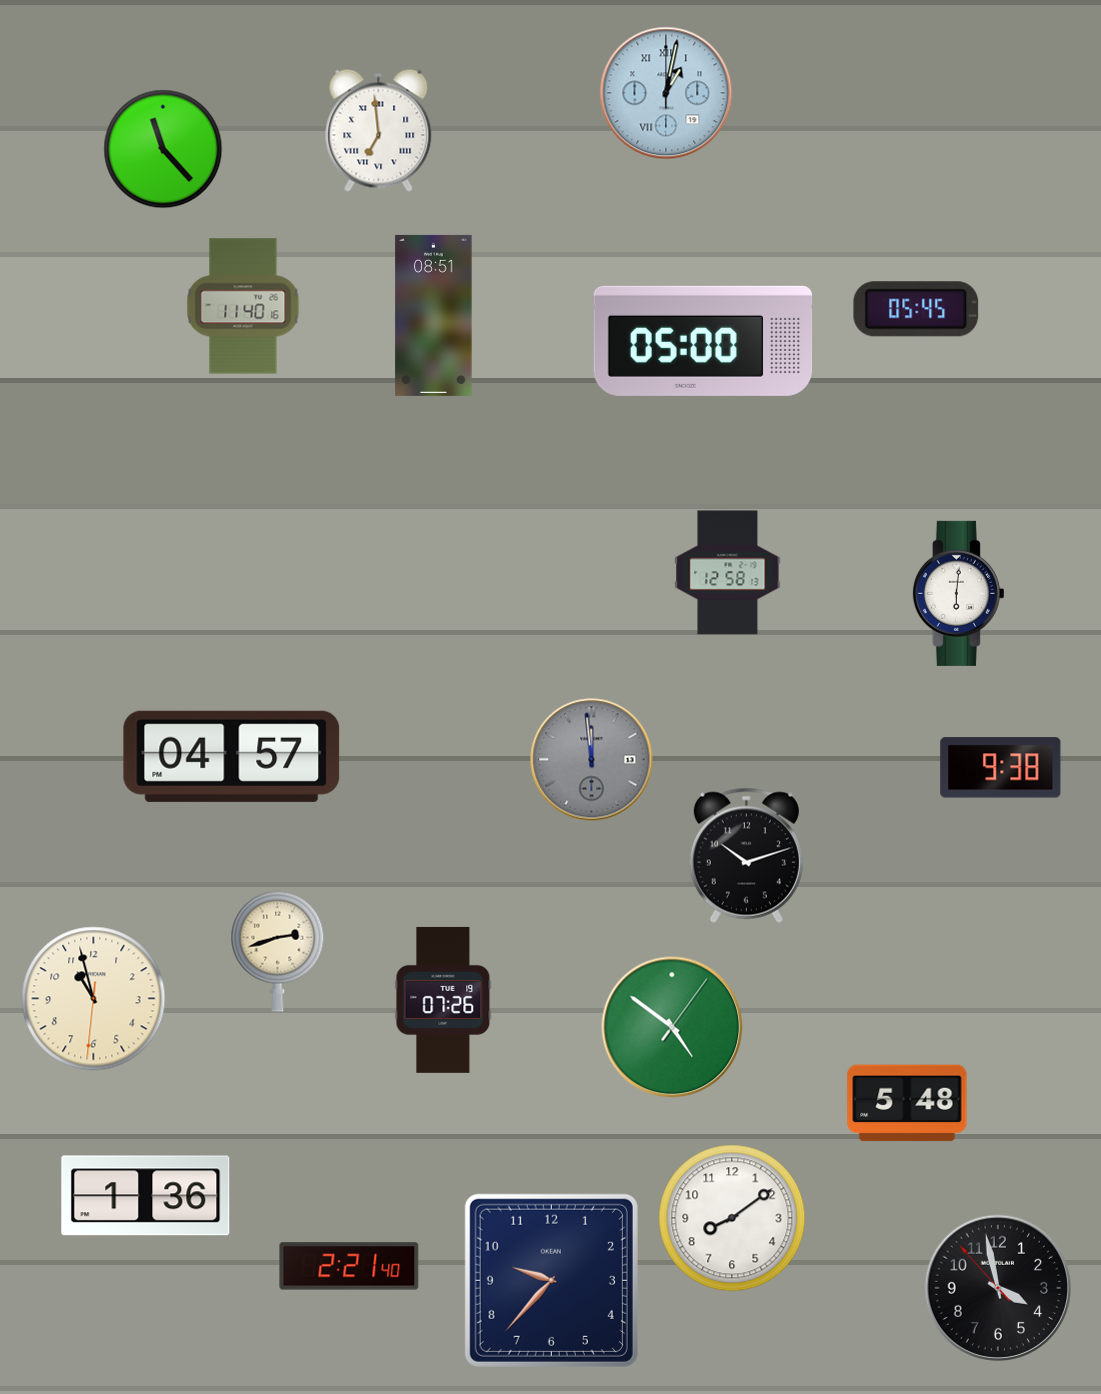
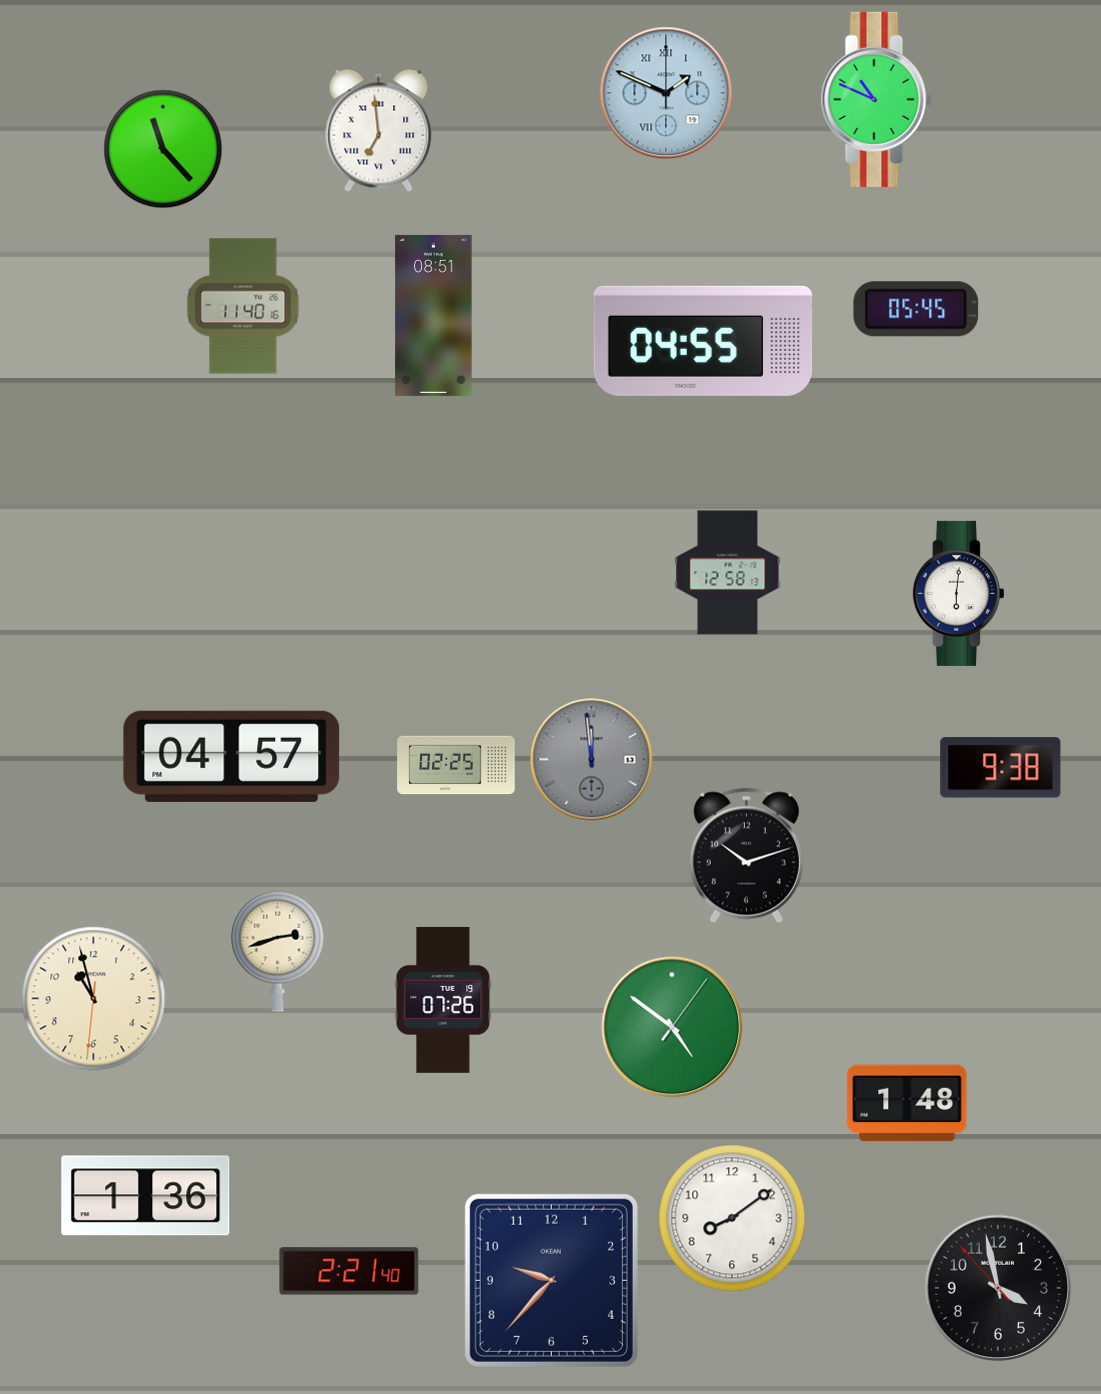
clock at (666, 93): 1:02 -> 1:49
clock at (876, 99): none -> 10:49
clock at (703, 341): 05:00 -> 04:55
clock at (456, 765): none -> 02:25
clock at (907, 1103): 5:48 -> 1:48
clock at (349, 1266) position: (349, 1266) -> (349, 1271)
